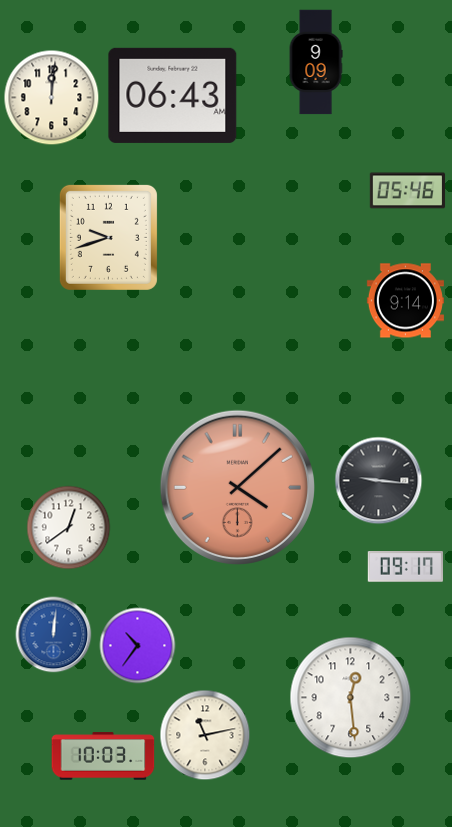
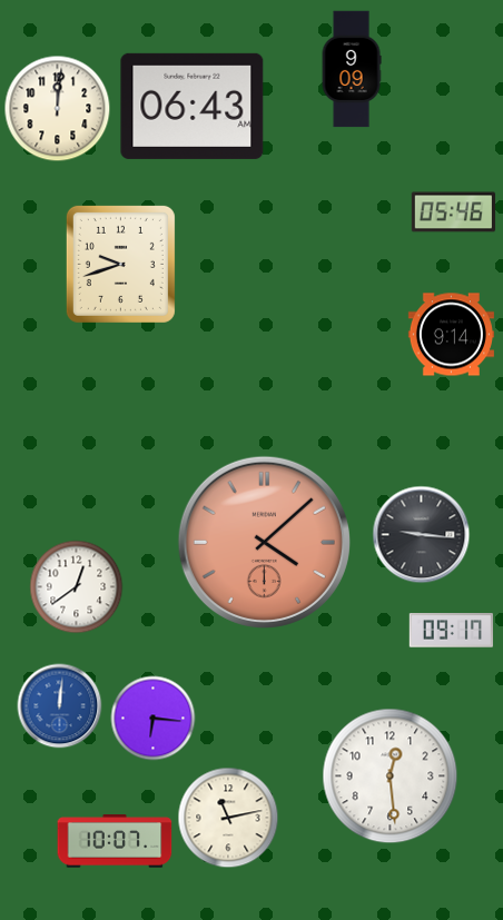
clock at (138, 646): 10:36 -> 6:16
clock at (103, 756): 10:03 -> 10:07
